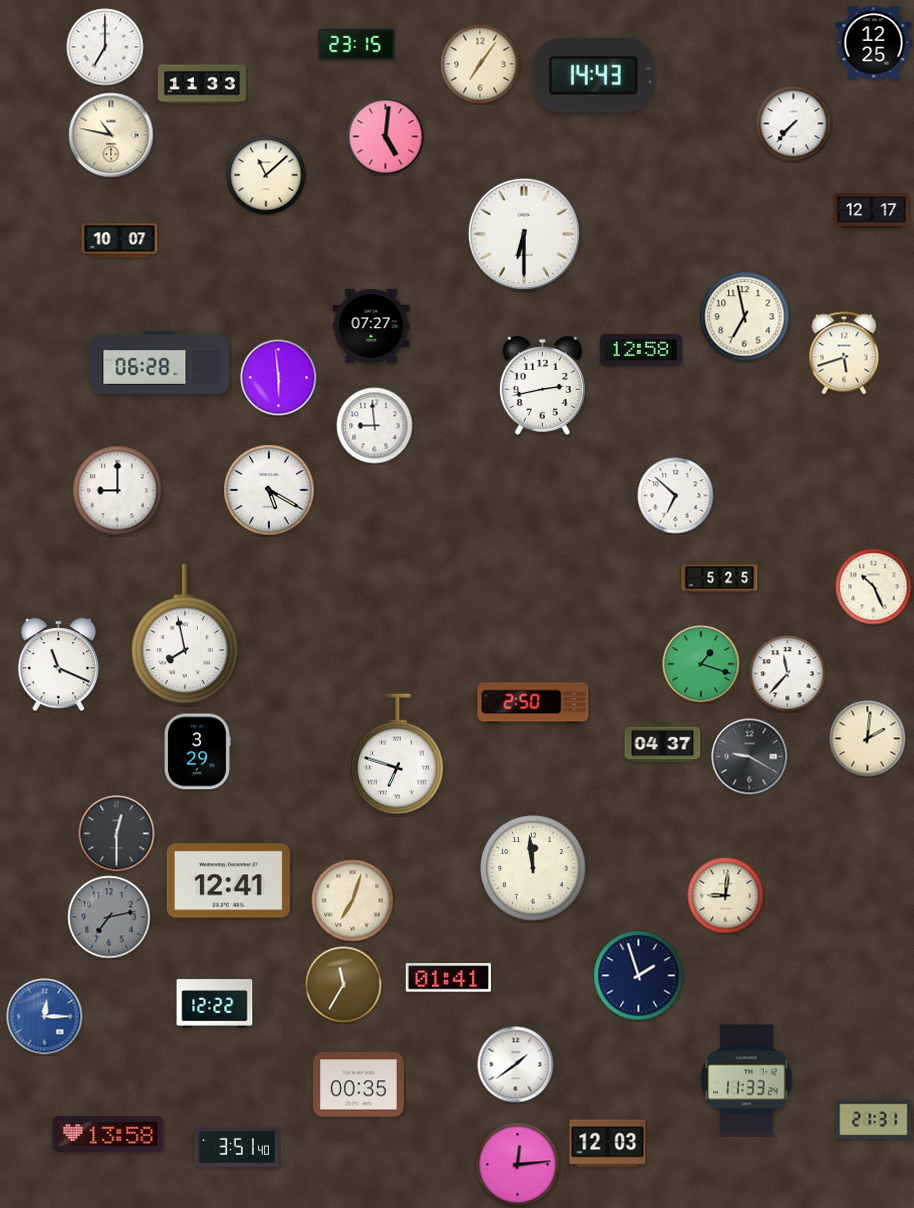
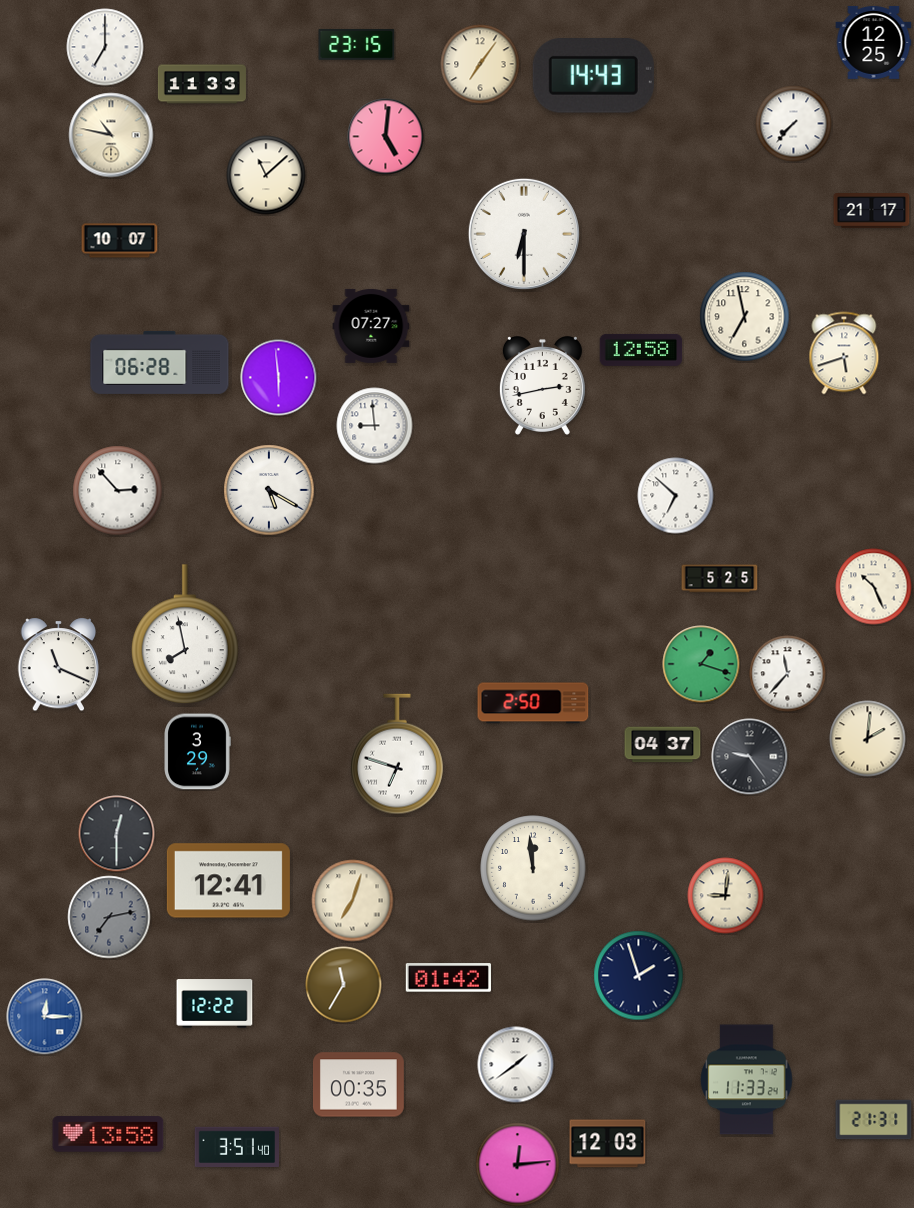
clock at (872, 211): 12:17 -> 21:17
clock at (118, 491): 9:00 -> 2:53
clock at (750, 757): 9:20 -> 9:24
clock at (448, 978): 01:41 -> 01:42
